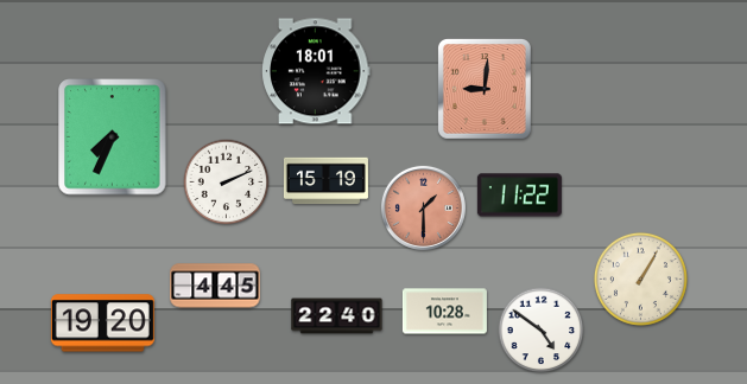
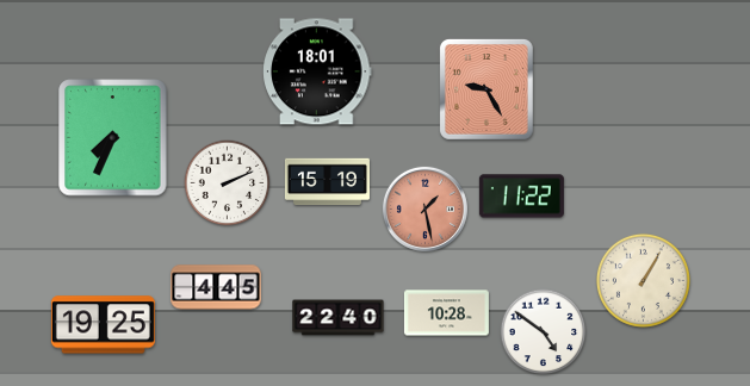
clock at (485, 89): 9:01 -> 9:25
clock at (423, 207): 1:30 -> 1:28
clock at (102, 324): 19:20 -> 19:25
